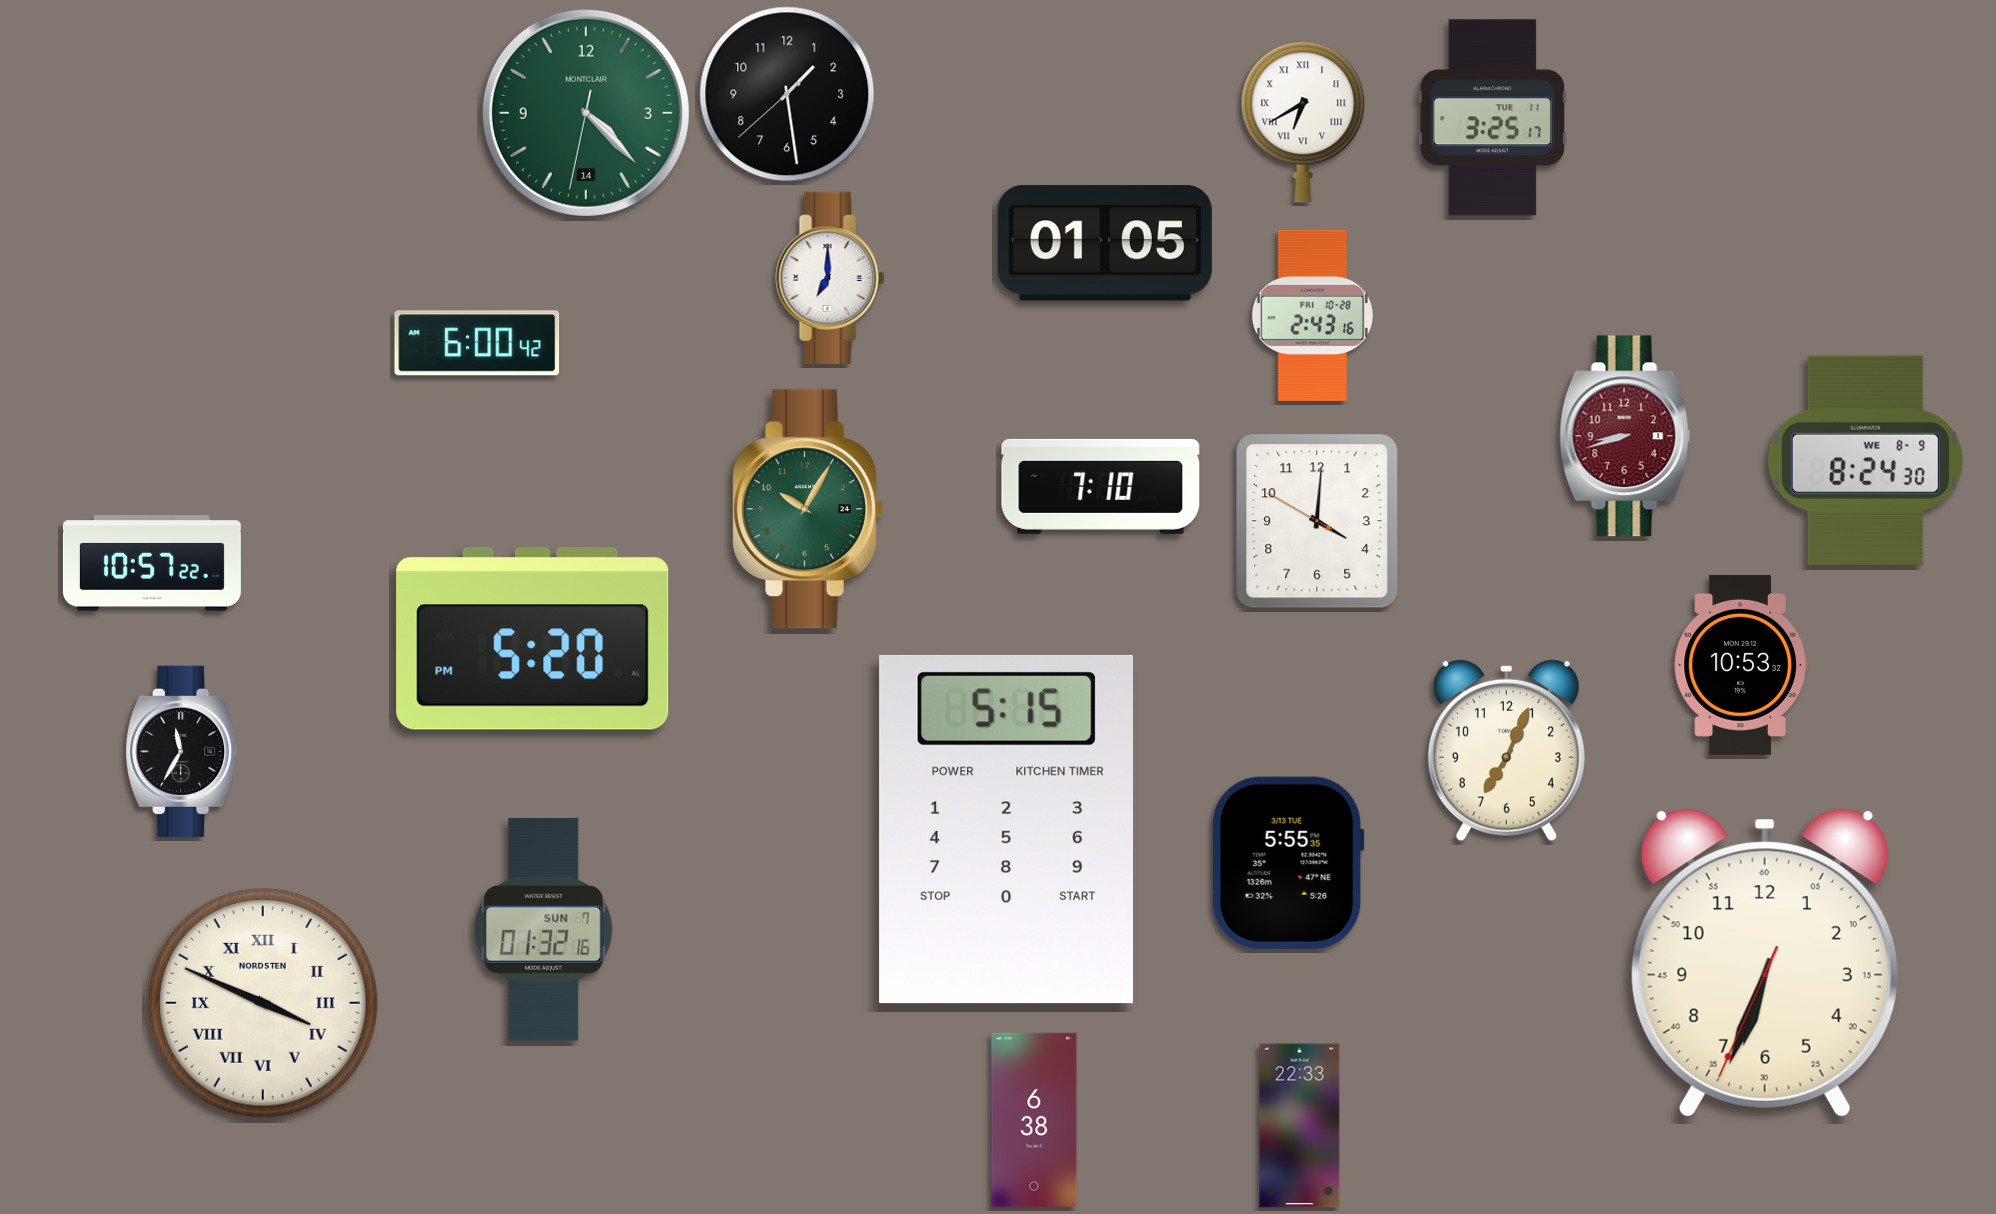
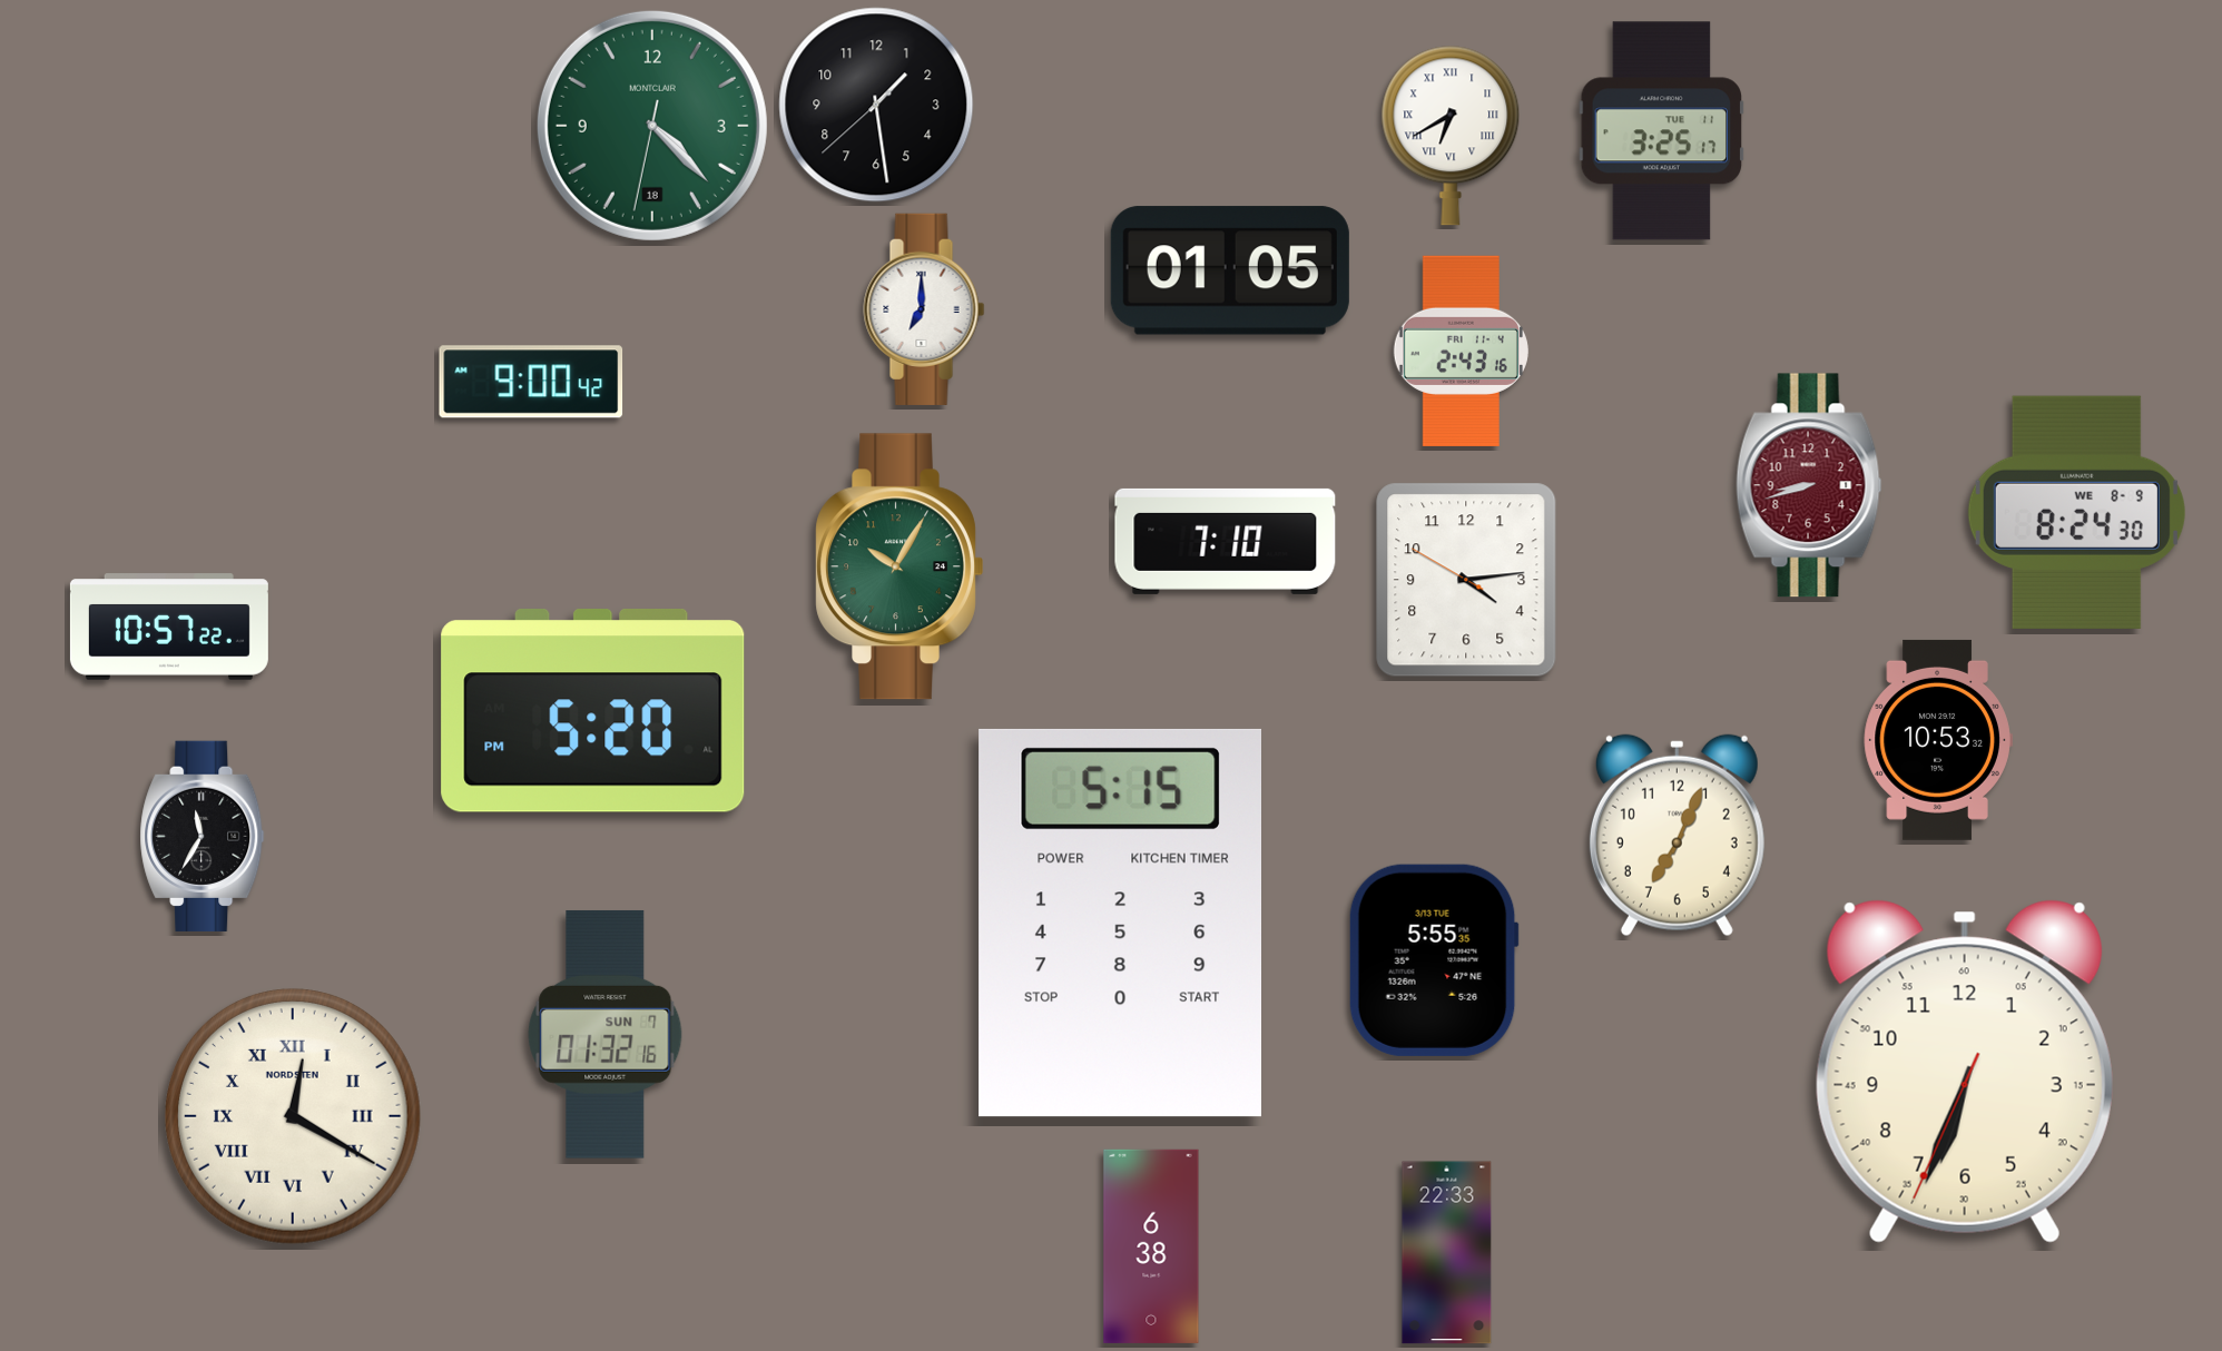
clock at (586, 113) date: 14 -> 18
clock at (1312, 315) date: FRI 10-28 -> FRI 11-4
clock at (477, 343): 6:00 -> 9:00
clock at (1317, 521): 4:00 -> 4:13
clock at (263, 1003): 3:49 -> 12:20
